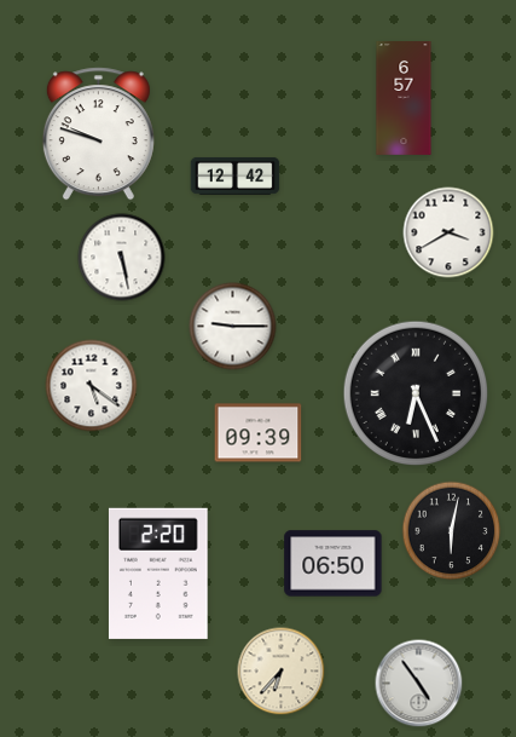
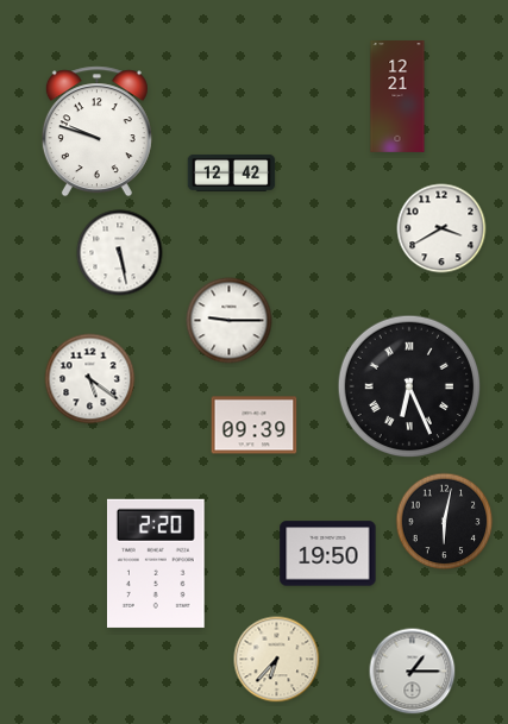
clock at (404, 99): 6:57 -> 12:21
clock at (334, 564): 06:50 -> 19:50
clock at (419, 684): 4:54 -> 1:15
